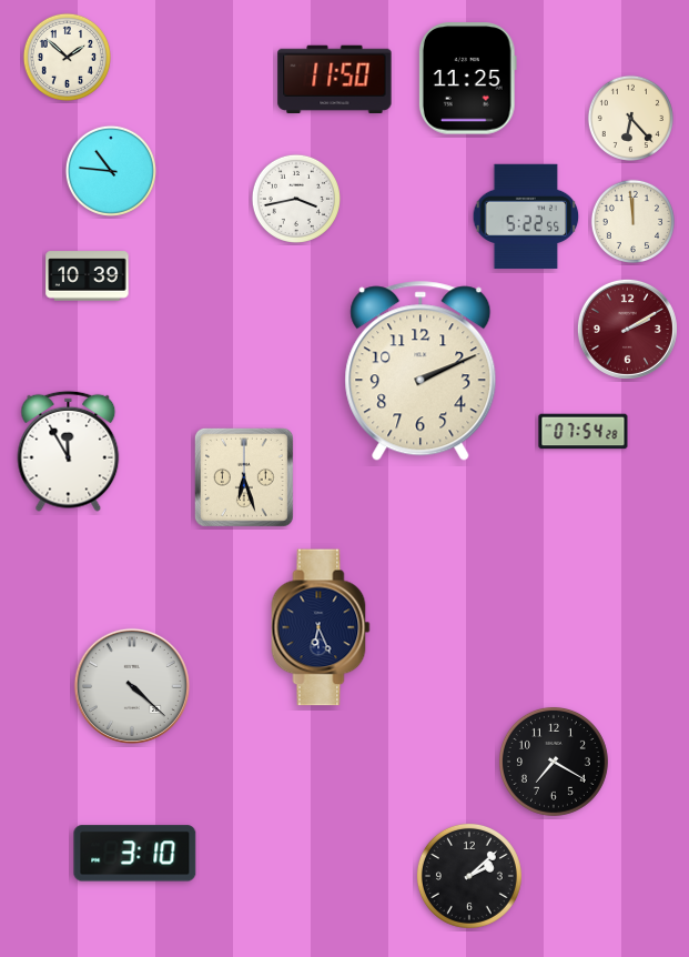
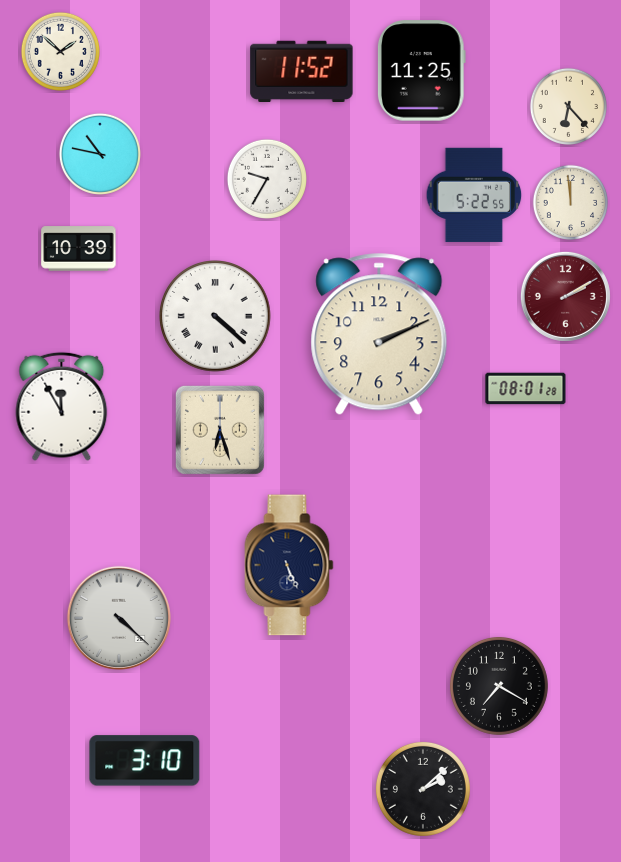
clock at (335, 79): 11:50 -> 11:52
clock at (111, 171): 10:46 -> 10:47
clock at (296, 199): 3:43 -> 9:35
clock at (632, 221) position: (632, 221) -> (570, 202)
clock at (215, 316): none -> 4:22
clock at (584, 432): 07:54 -> 08:01
clock at (321, 627): 6:26 -> 5:26
clock at (135, 854) position: (135, 854) -> (145, 761)
